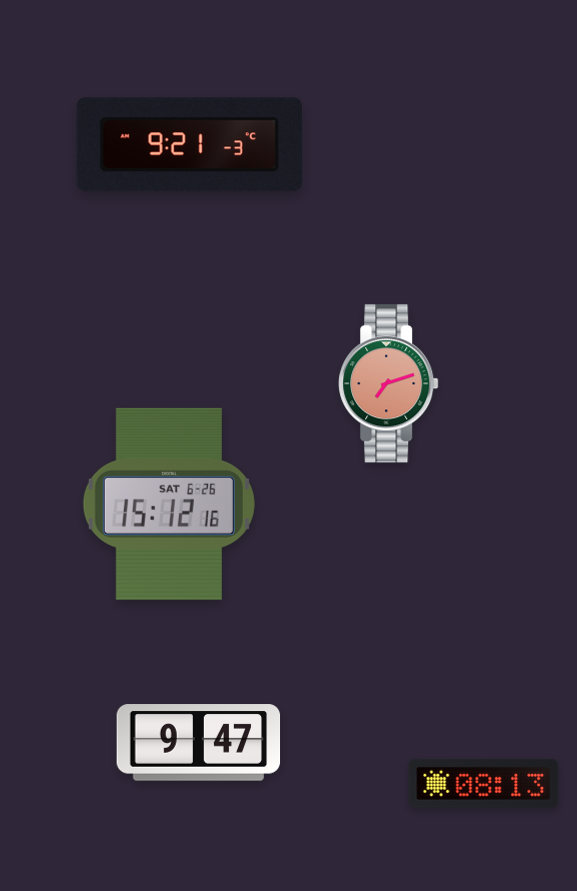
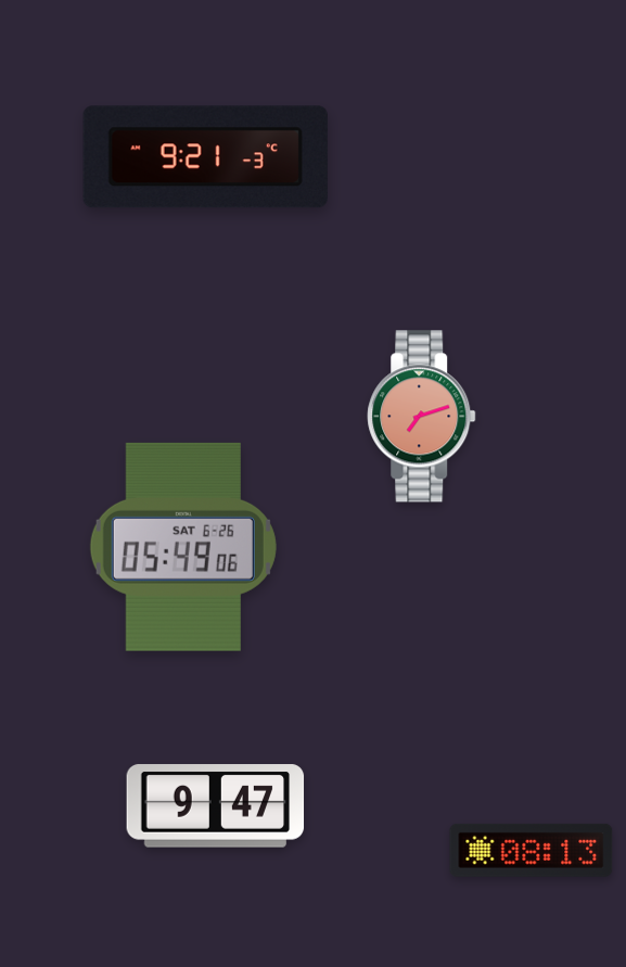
clock at (169, 504): 15:12 -> 05:49
clock at (484, 783) position: (484, 783) -> (532, 850)
